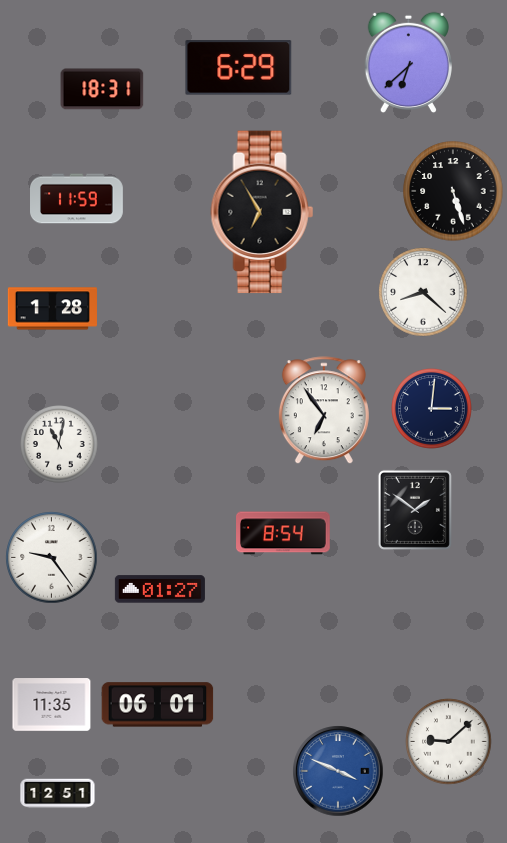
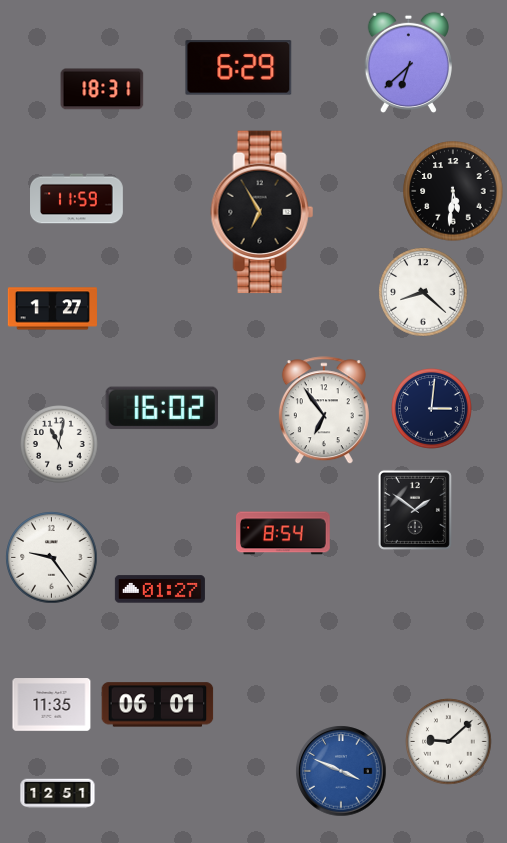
clock at (453, 191): 5:27 -> 5:31
clock at (52, 309): 1:28 -> 1:27
clock at (161, 408): none -> 16:02
clock at (338, 771) position: (338, 771) -> (341, 771)
